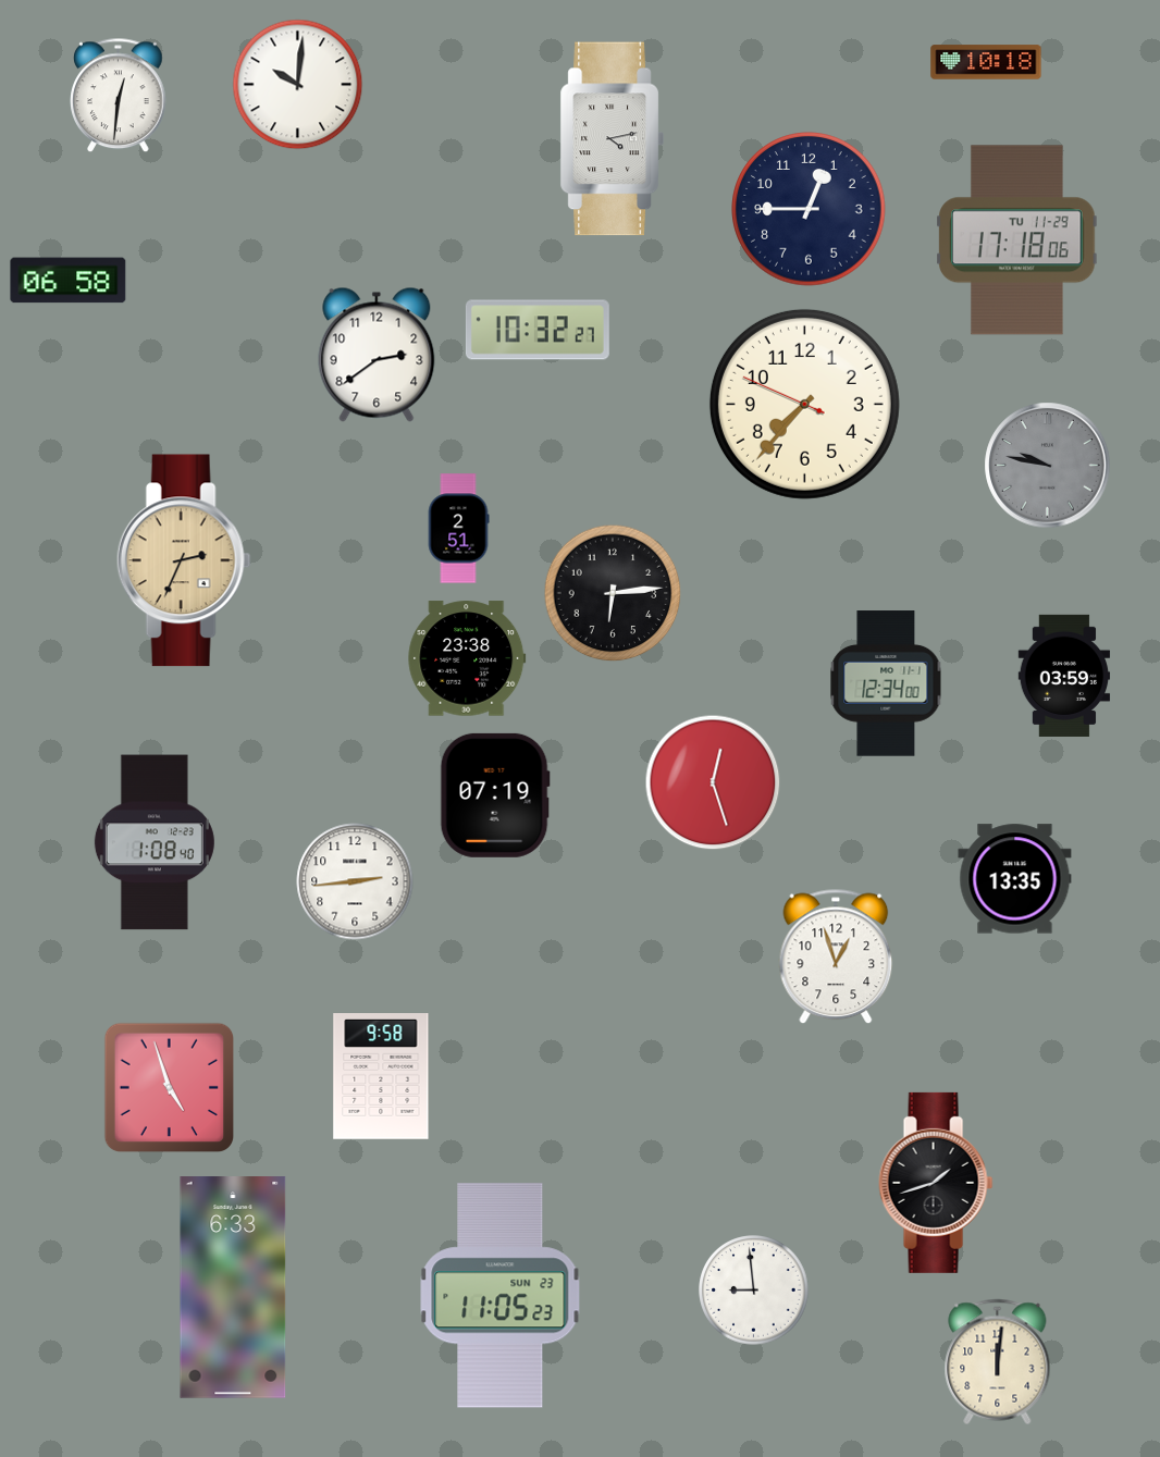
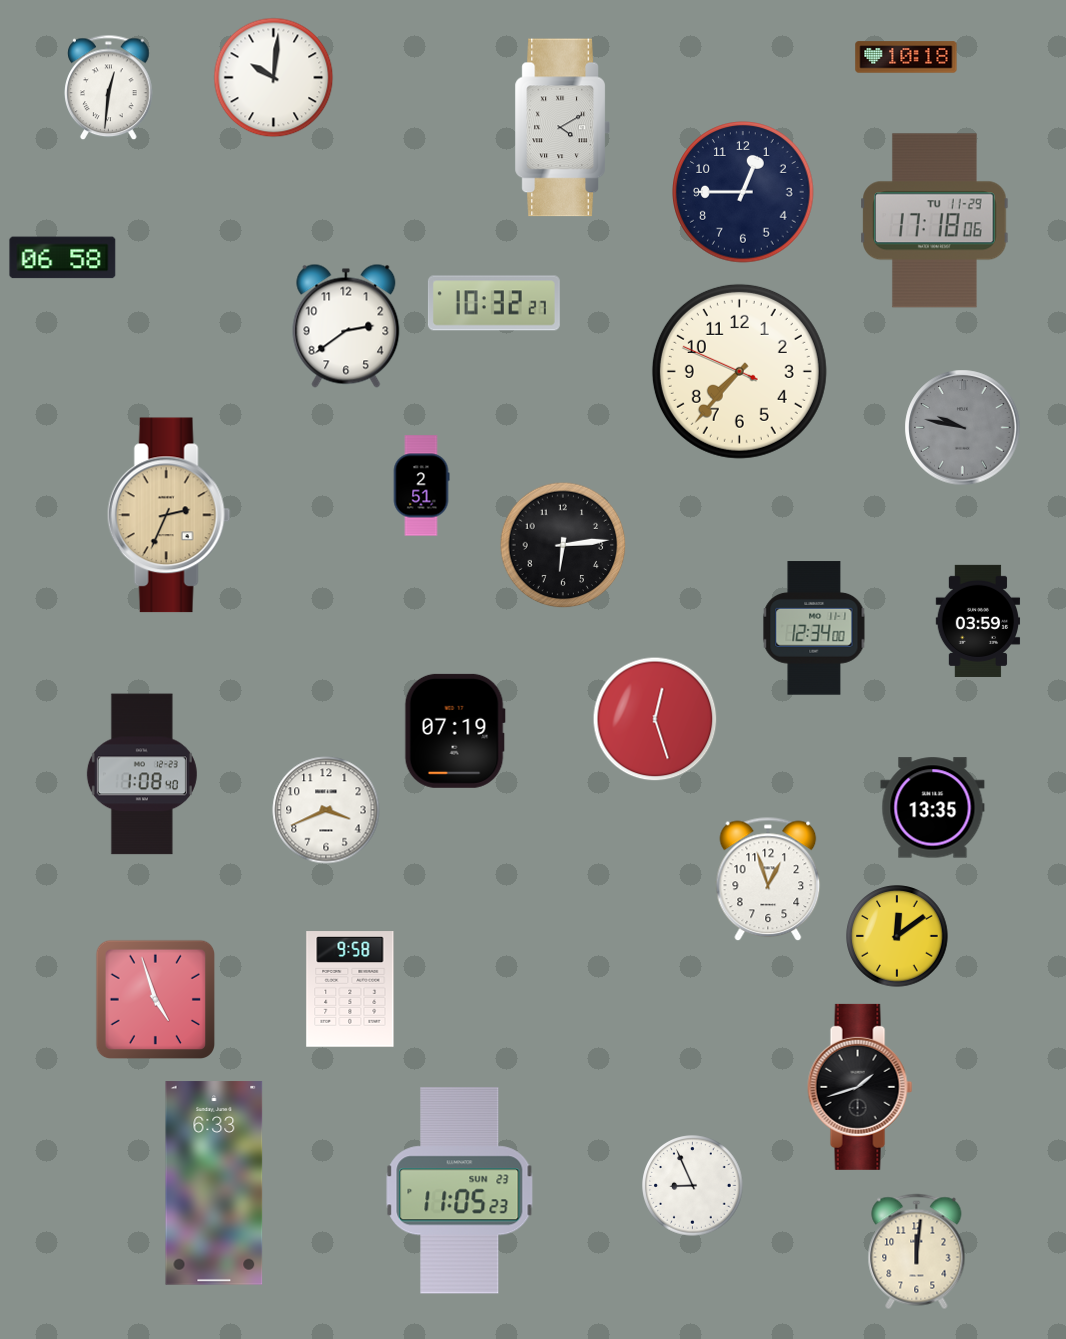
clock at (612, 139): 4:13 -> 4:10
clock at (467, 658): 23:38 -> none
clock at (355, 881): 2:44 -> 3:41
clock at (897, 936): none -> 12:09
clock at (754, 1291): 8:59 -> 8:56
